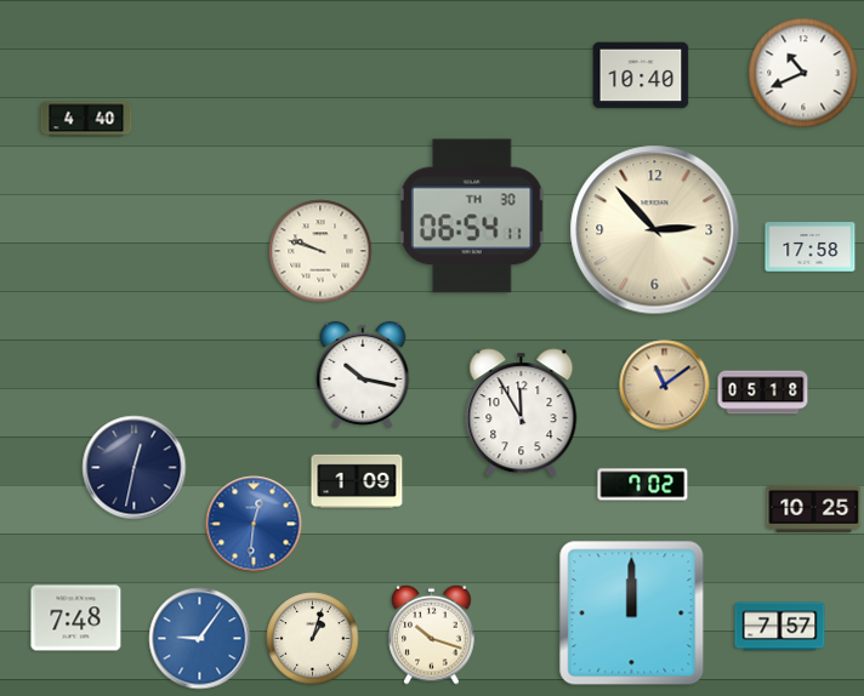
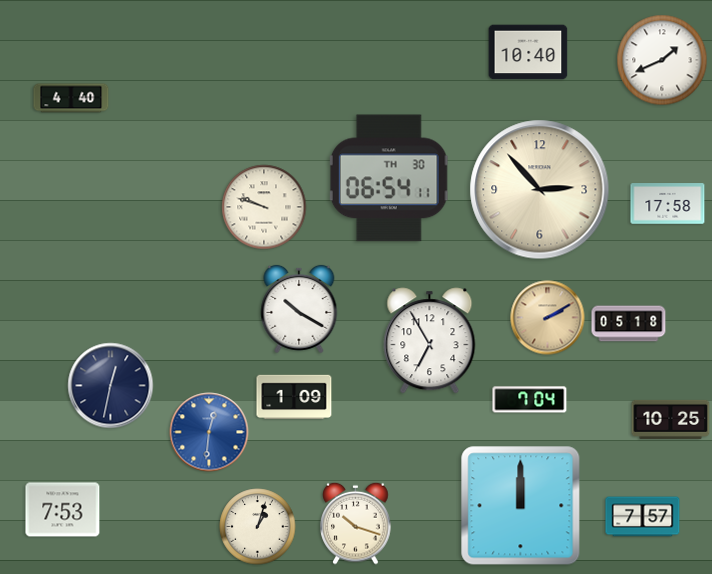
clock at (803, 73): 10:41 -> 1:41
clock at (641, 75) position: (641, 75) -> (528, 52)
clock at (363, 375): 10:17 -> 10:20
clock at (665, 386): 11:09 -> 2:10
clock at (522, 413): 11:55 -> 6:55
clock at (643, 485): 7:02 -> 7:04
clock at (76, 618): 7:48 -> 7:53
clock at (200, 639): 9:06 -> none
